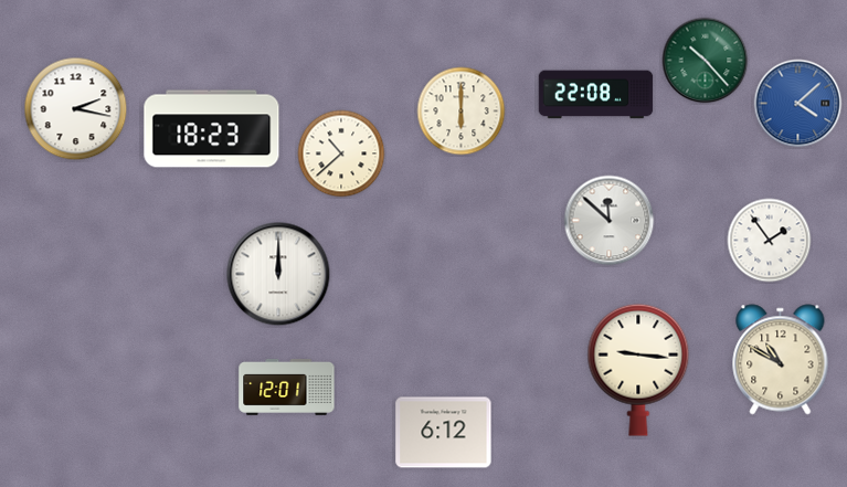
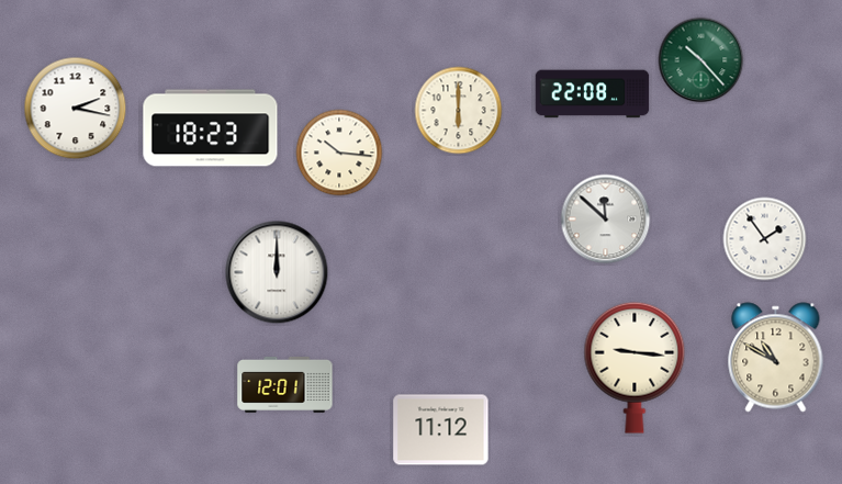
clock at (798, 104): 4:08 -> none
clock at (341, 153): 10:38 -> 10:16
clock at (444, 433): 6:12 -> 11:12
